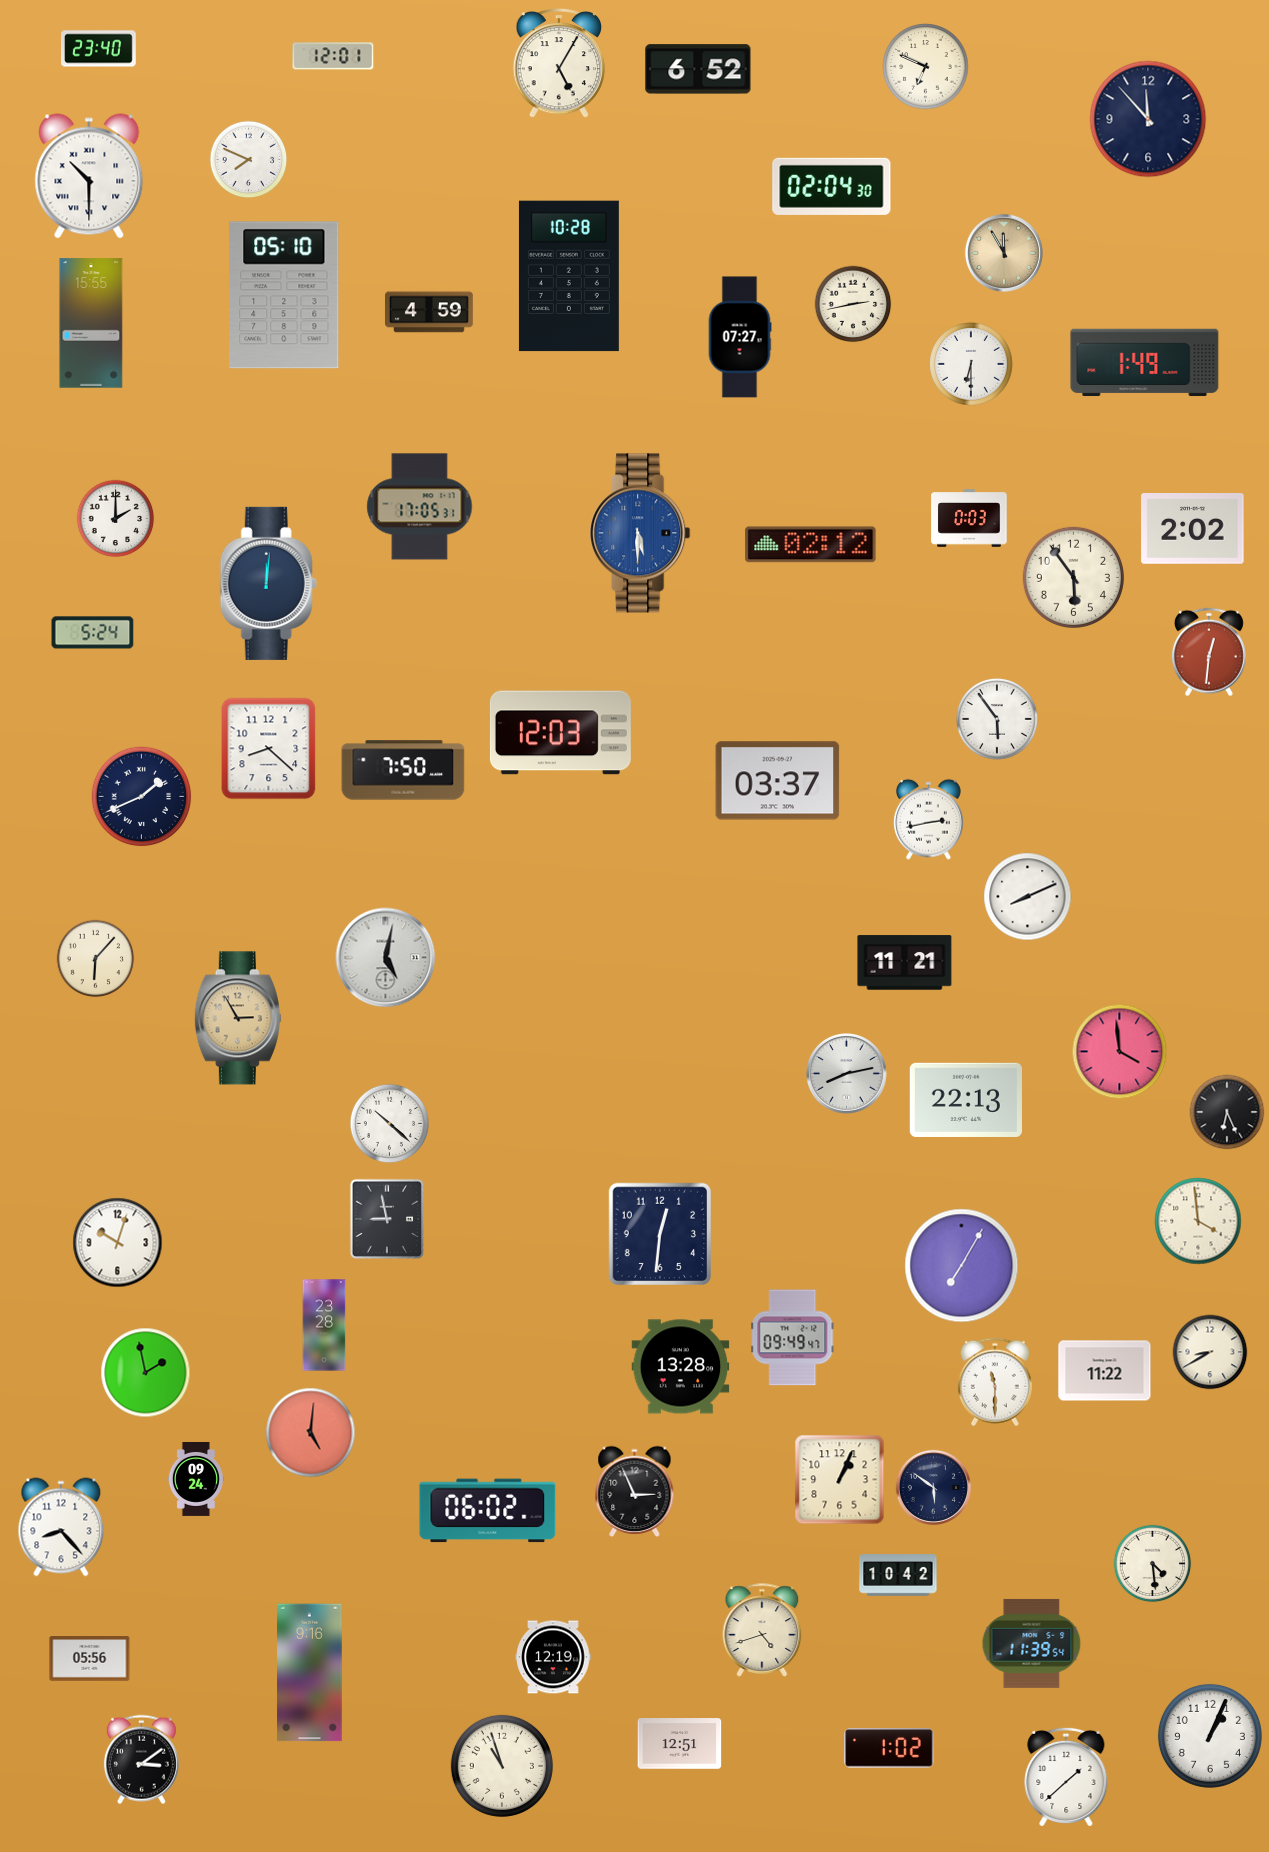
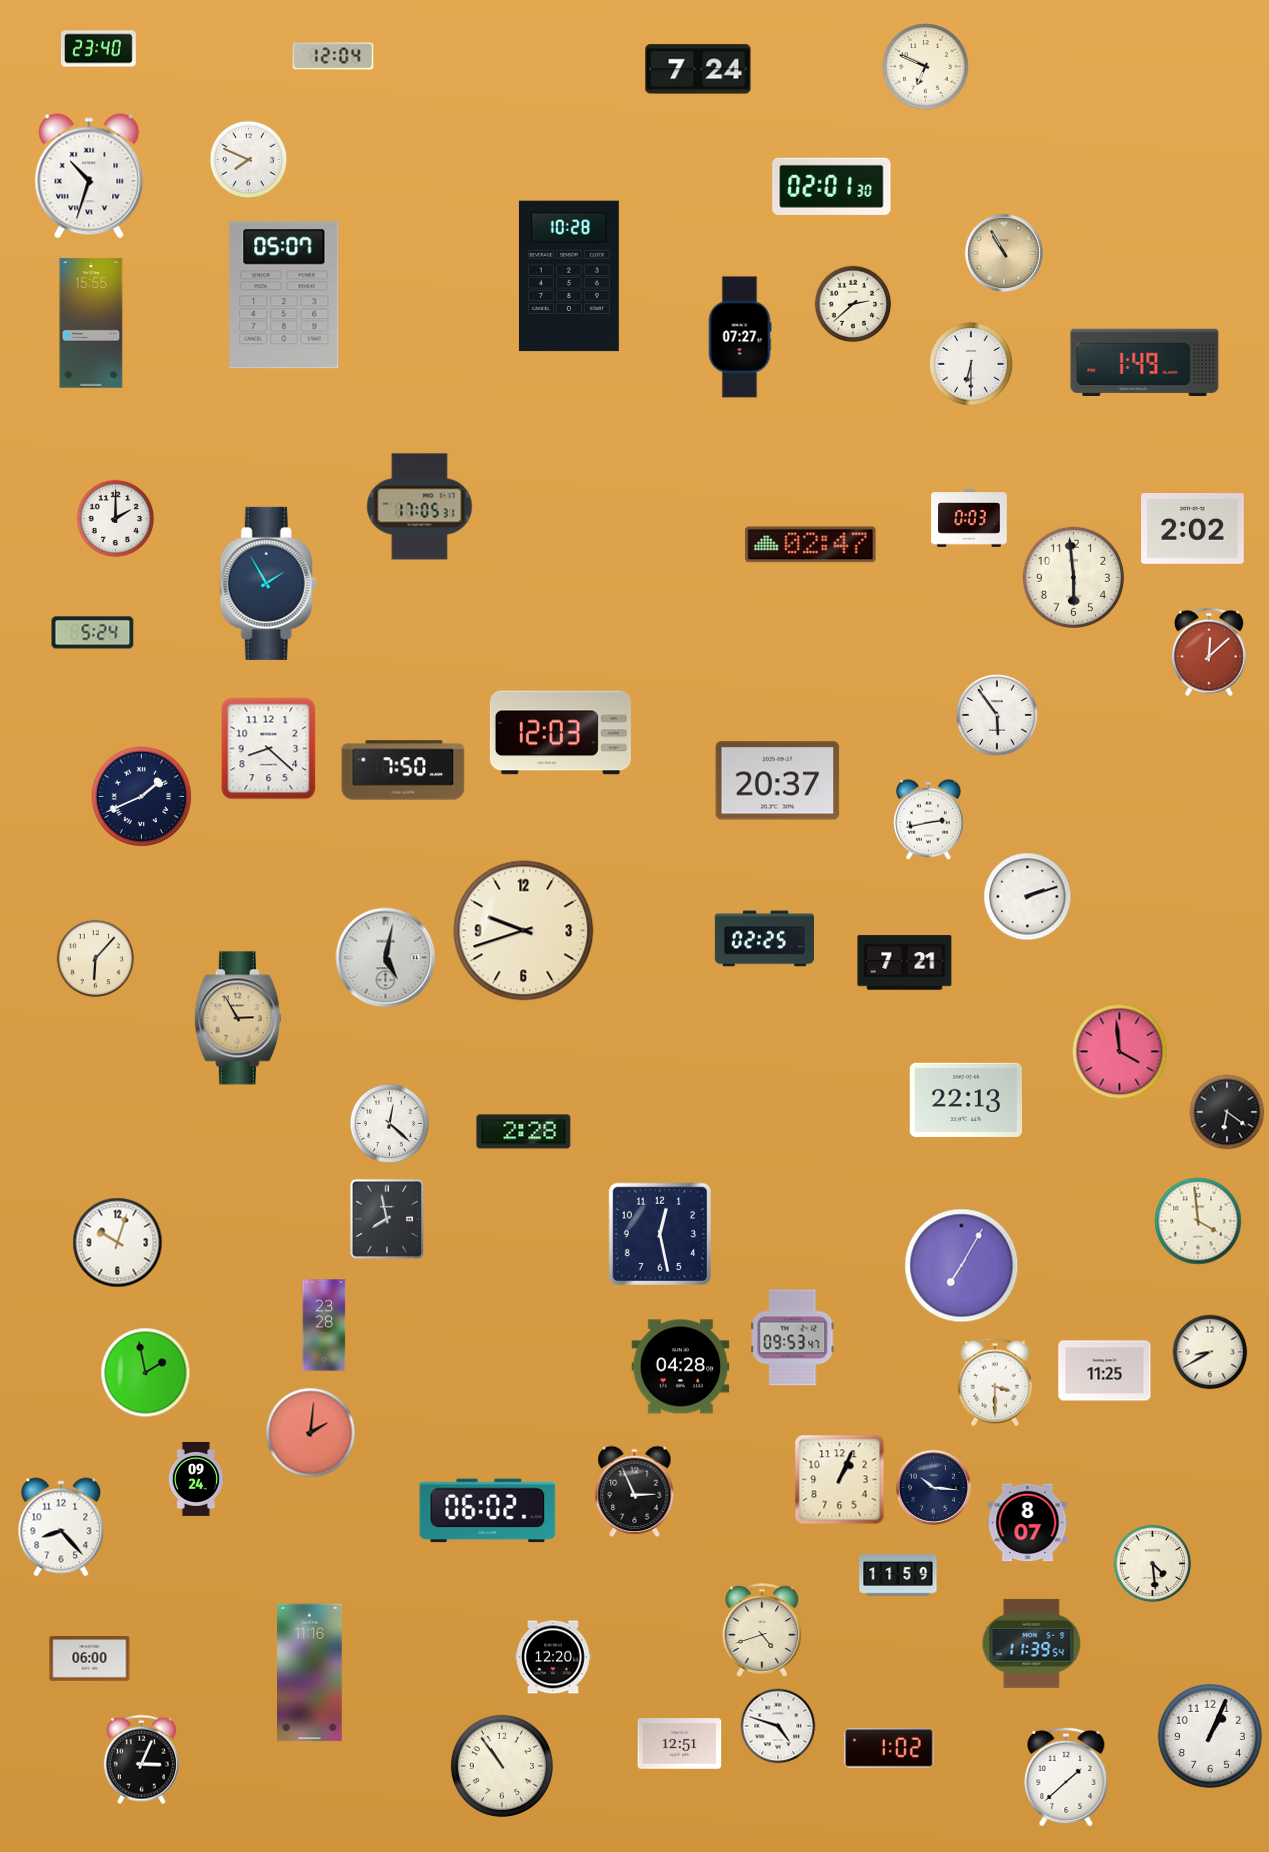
clock at (333, 56): 12:01 -> 12:04
clock at (559, 63): 5:05 -> none
clock at (698, 69): 6:52 -> 7:24
clock at (1148, 119): 11:53 -> none
clock at (89, 176): 10:30 -> 10:33
clock at (832, 186): 02:04 -> 02:01
clock at (1004, 253): 11:55 -> 10:55
clock at (284, 295): 05:10 -> 05:07
clock at (853, 304): 2:43 -> 2:38
clock at (429, 312): 4:59 -> none
clock at (640, 533): 5:30 -> none
clock at (811, 545): 02:12 -> 02:47
clock at (1073, 577): 5:54 -> 5:59
clock at (268, 583): 12:01 -> 1:55
clock at (1209, 652): 12:31 -> 12:08
clock at (997, 719) position: (997, 719) -> (997, 715)
clock at (778, 781): 03:37 -> 20:37
clock at (1028, 897): 8:11 -> 2:12
clock at (524, 931): none -> 9:42
clock at (764, 939): none -> 02:25
clock at (905, 963): 11:21 -> 7:21
clock at (847, 1074): 8:13 -> none
clock at (1227, 1112): 6:26 -> 6:21
clock at (389, 1123): 10:22 -> 12:22
clock at (524, 1132): none -> 2:28
clock at (387, 1219): 8:58 -> 7:58
clock at (659, 1233): 12:31 -> 12:28
clock at (793, 1338): 09:49 -> 09:53
clock at (681, 1367): 13:28 -> 04:28
clock at (1105, 1371): 11:22 -> 11:25
clock at (995, 1382): 11:30 -> 3:30
clock at (311, 1433): 5:01 -> 2:01
clock at (933, 1487): 5:51 -> 10:16
clock at (1028, 1523): none -> 8:07
clock at (898, 1575): 10:42 -> 11:59
clock at (553, 1657): 12:19 -> 12:20
clock at (90, 1659): 05:56 -> 06:00
clock at (310, 1673): 9:16 -> 11:16
clock at (778, 1726): none -> 4:48
clock at (141, 1760): 3:09 -> 3:04
clock at (502, 1766): 10:57 -> 10:54
